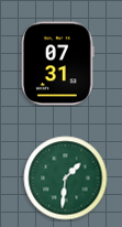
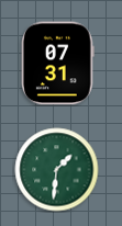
clock at (66, 179) position: (66, 179) -> (57, 170)
